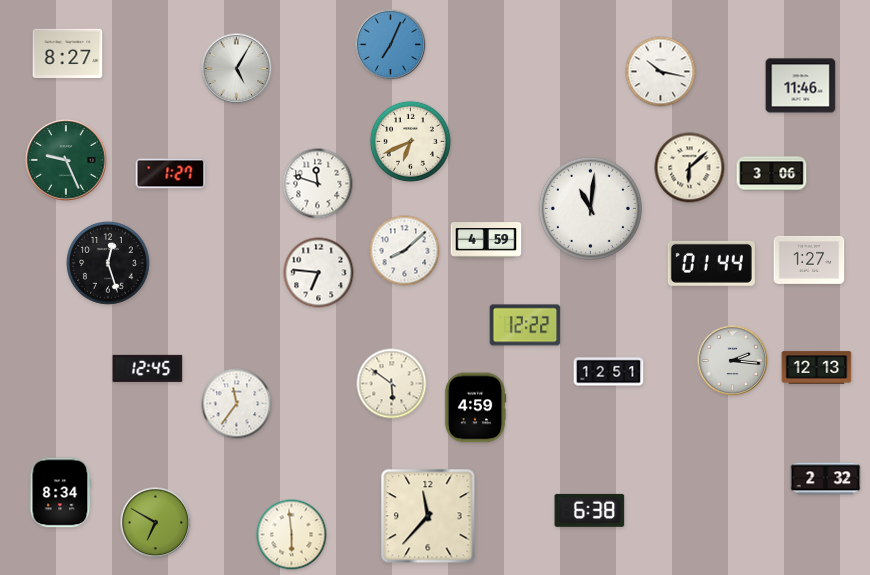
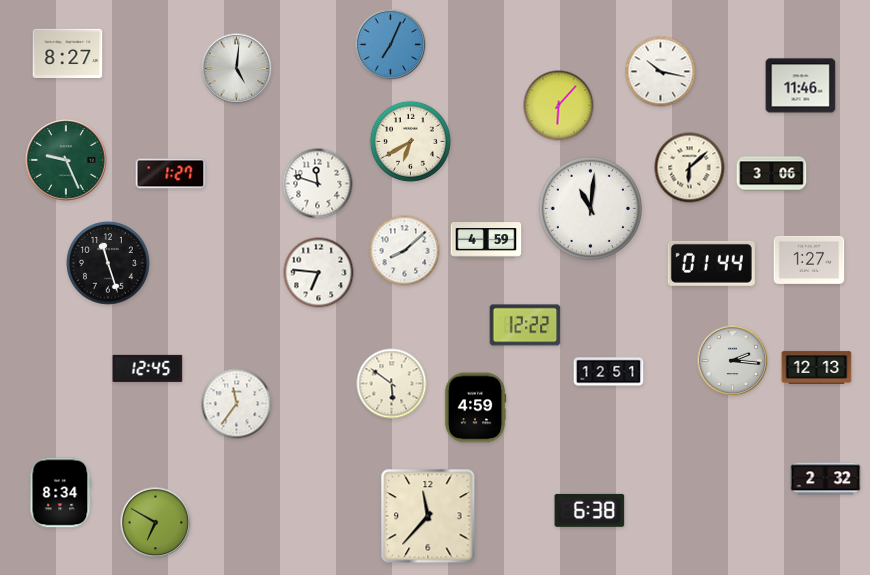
clock at (237, 69): 5:05 -> 5:01
clock at (559, 106): none -> 6:07
clock at (410, 141): 6:41 -> 6:40
clock at (108, 263): 12:27 -> 11:27
clock at (292, 535): 5:59 -> none
